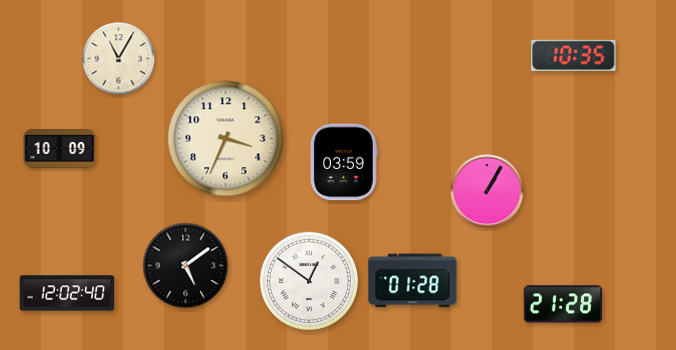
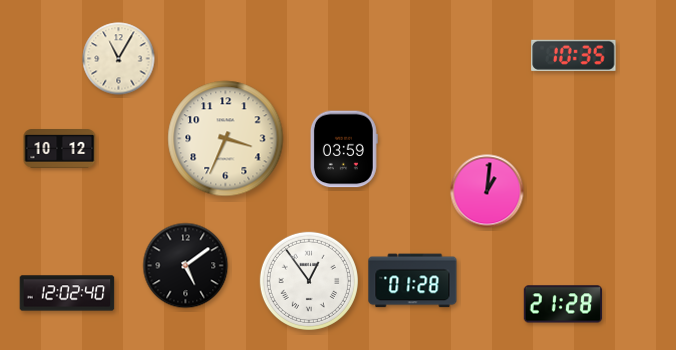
clock at (60, 149): 10:09 -> 10:12
clock at (344, 162) position: (344, 162) -> (344, 149)
clock at (487, 191): 1:05 -> 1:01
clock at (309, 281): 12:51 -> 12:54
